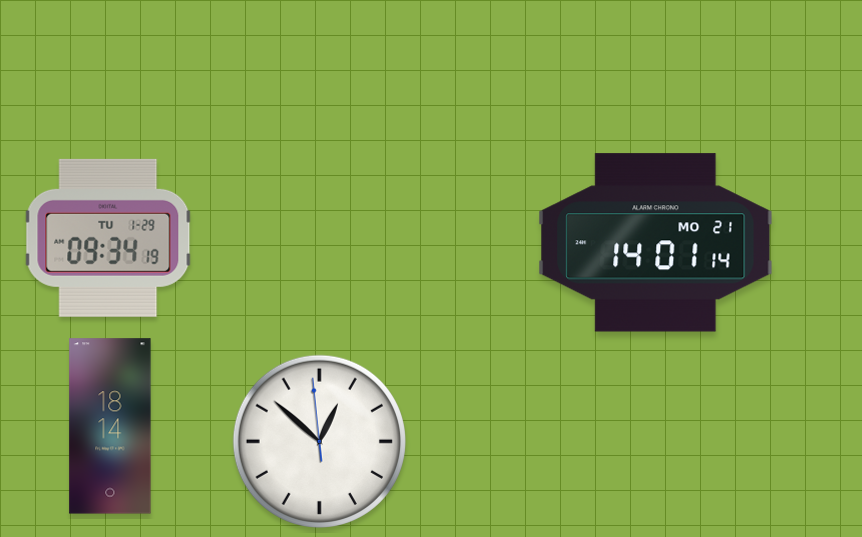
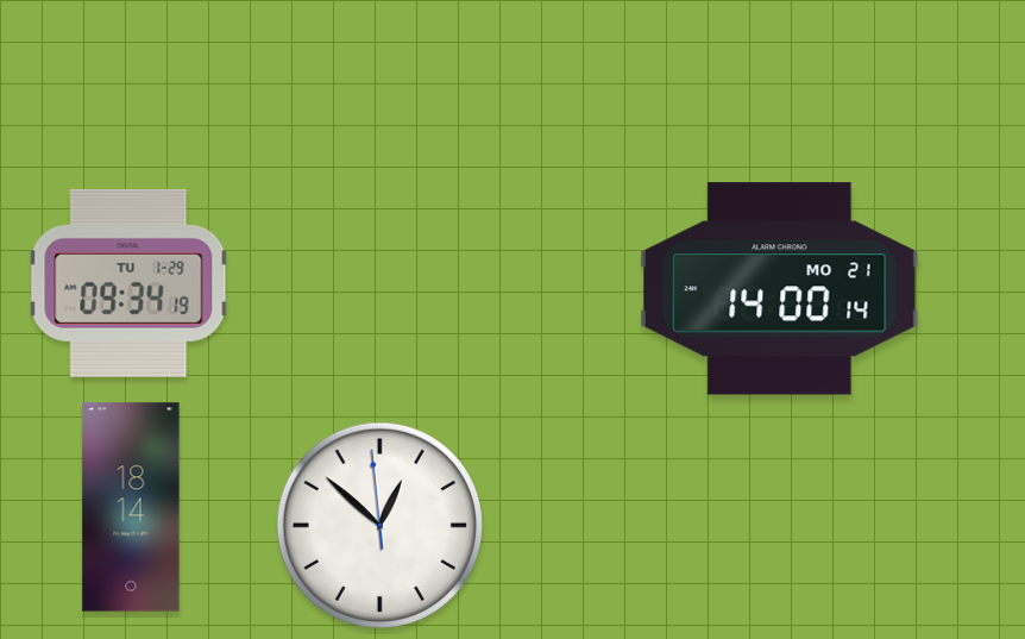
clock at (656, 243): 14:01 -> 14:00
